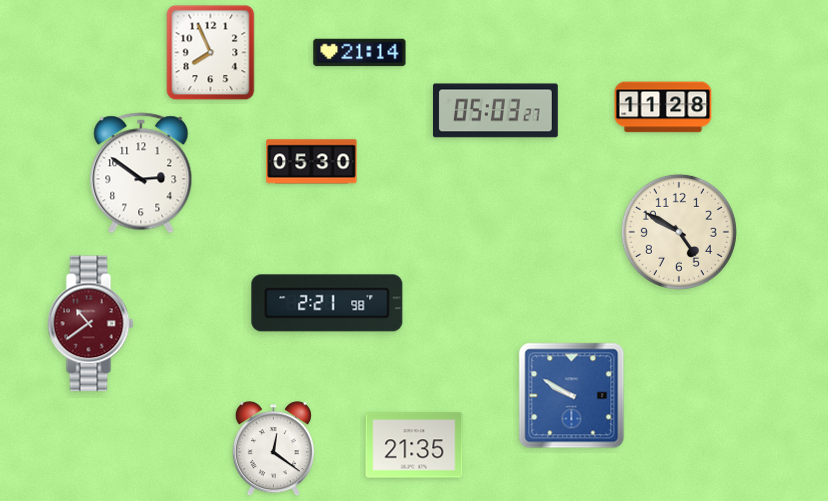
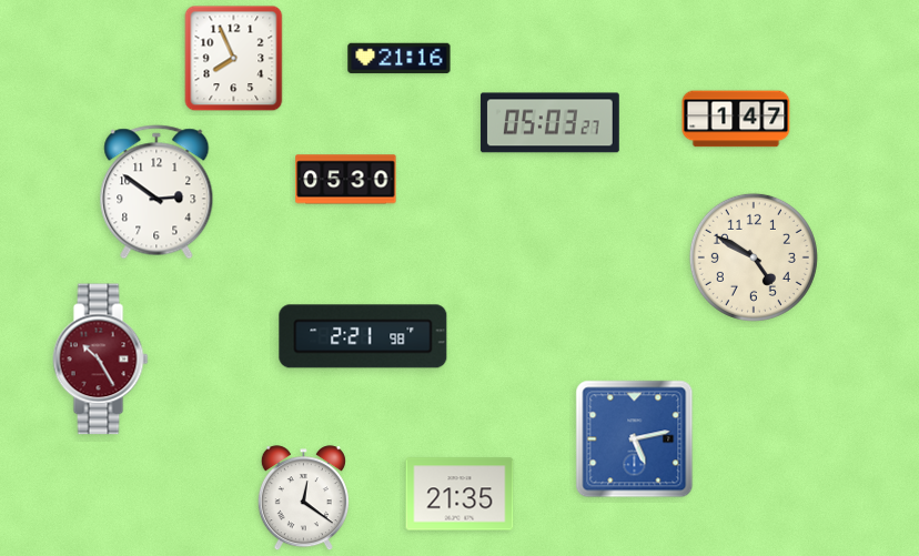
clock at (360, 53): 21:14 -> 21:16
clock at (663, 107): 11:28 -> 1:47
clock at (91, 324): 10:39 -> 10:25
clock at (572, 396): 9:50 -> 5:13
